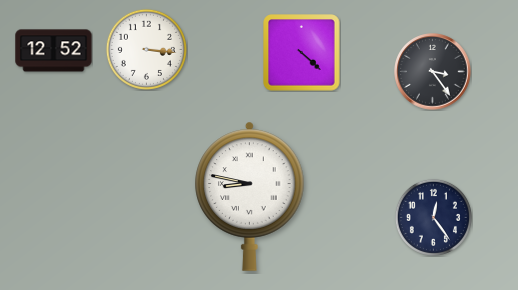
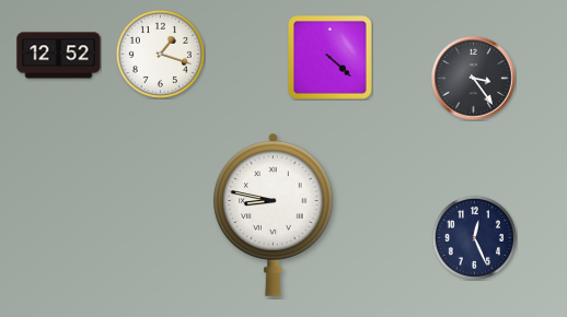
clock at (146, 49): 3:16 -> 1:18
clock at (433, 217): 12:24 -> 12:26
